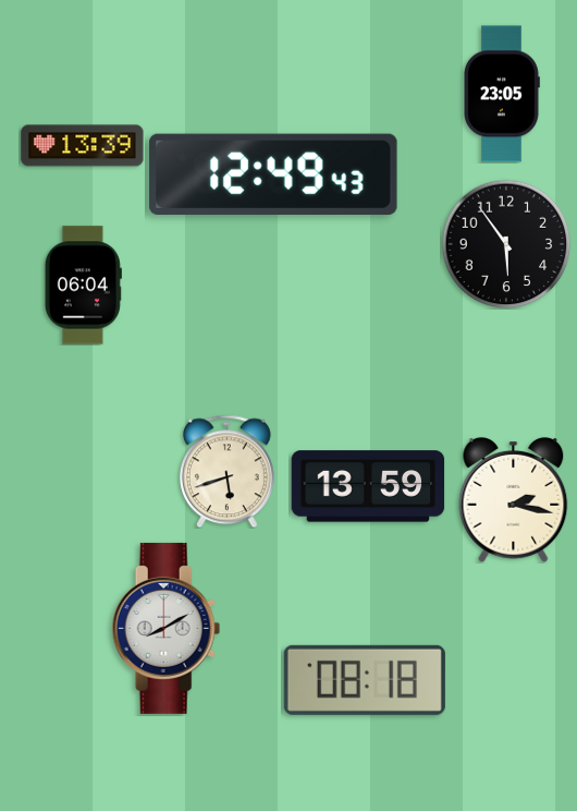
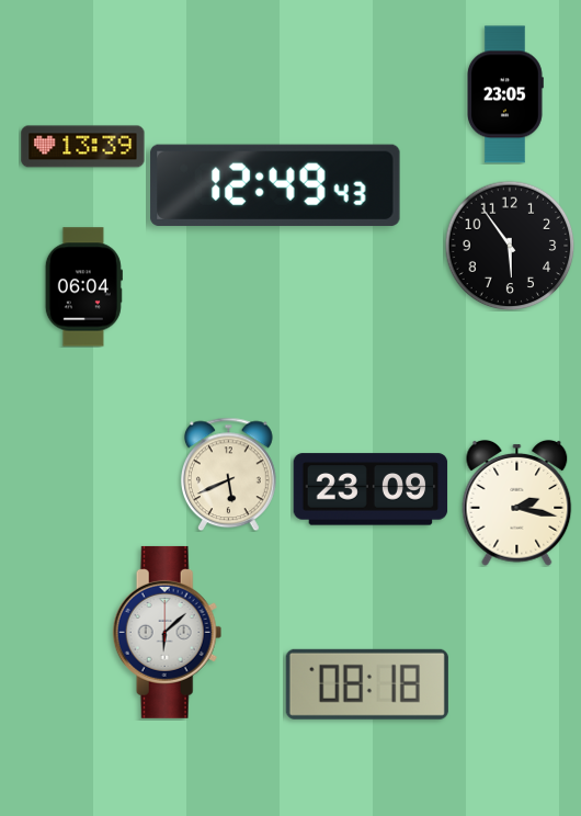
clock at (273, 174) position: (273, 174) -> (275, 185)
clock at (226, 471): 5:42 -> 5:41
clock at (368, 486): 13:59 -> 23:09
clock at (167, 628): 8:10 -> 6:08
